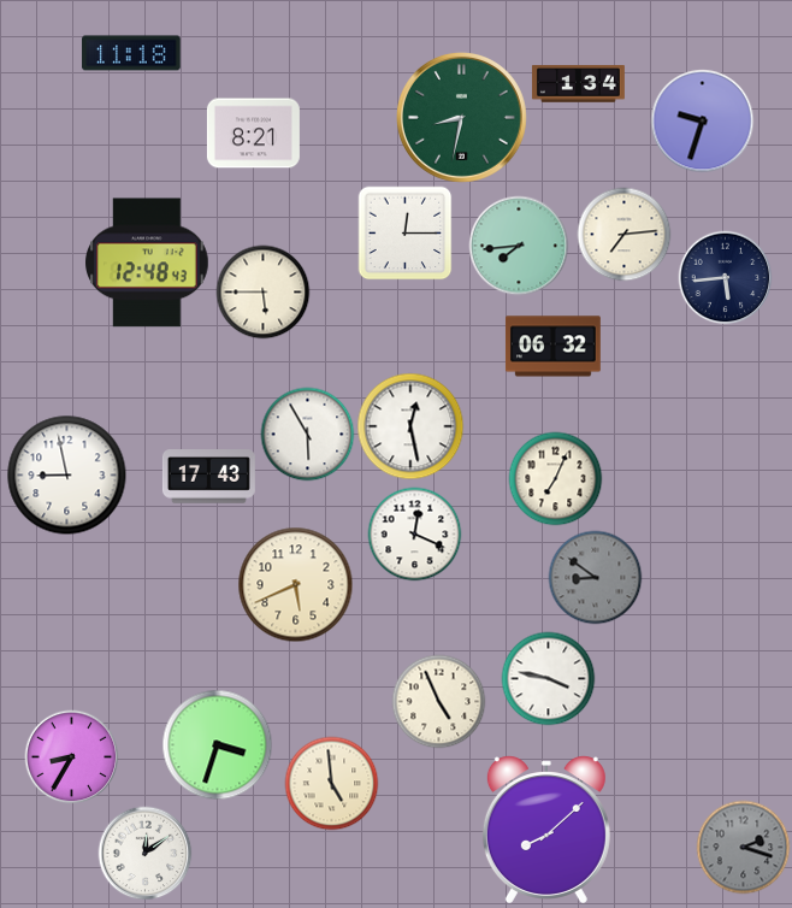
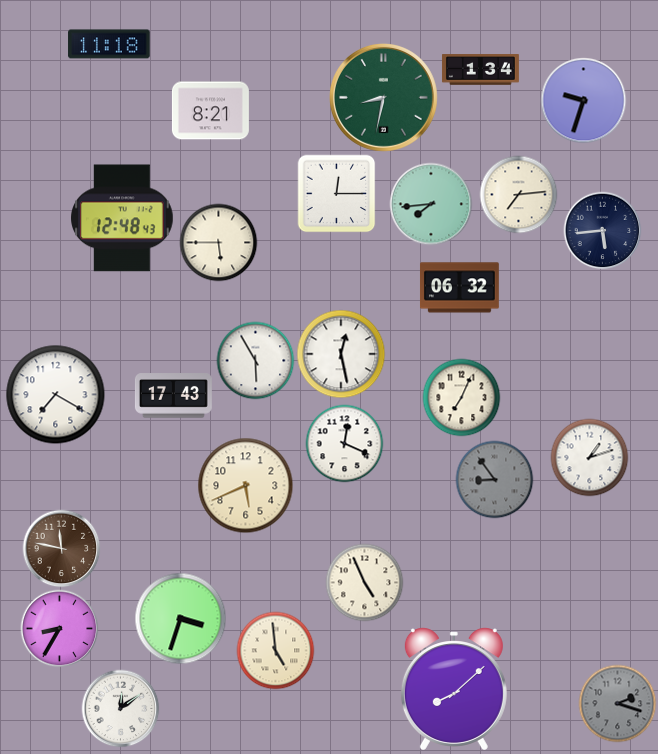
clock at (67, 476): 8:58 -> 7:20
clock at (589, 457): none -> 1:12
clock at (595, 577): 8:51 -> 8:54
clock at (61, 548): none -> 11:47
clock at (548, 678): 3:47 -> none
